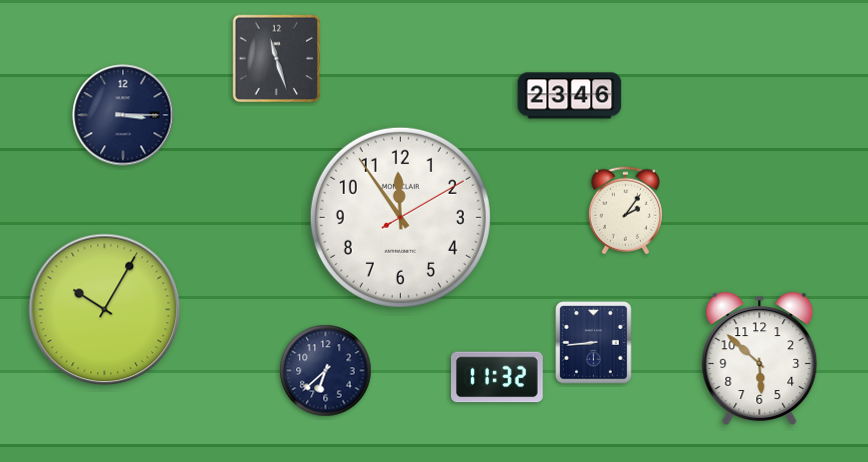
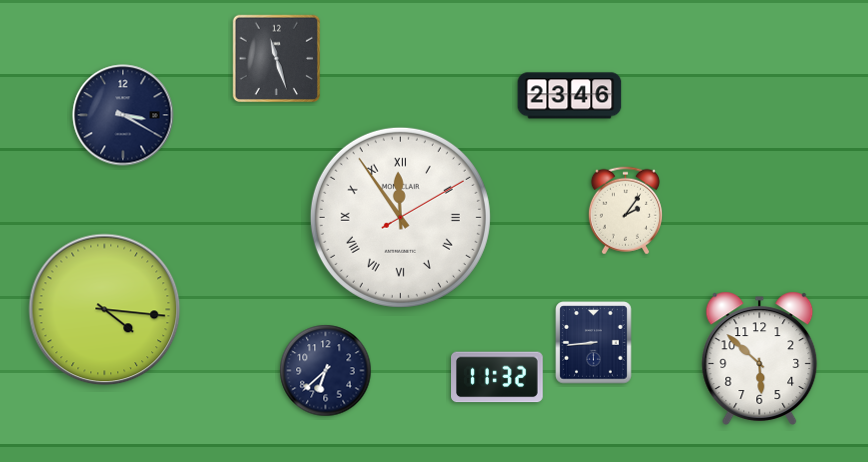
clock at (123, 115): 3:15 -> 3:20
clock at (400, 217) numerals: Arabic -> Roman
clock at (105, 310): 10:05 -> 4:16
